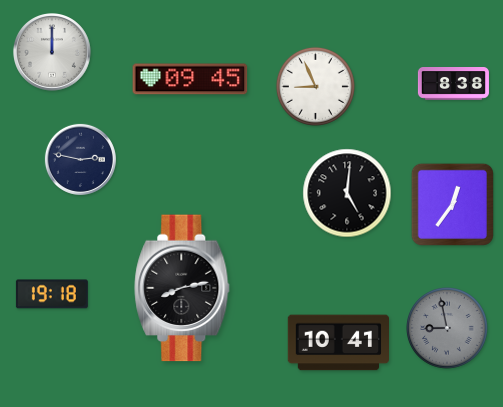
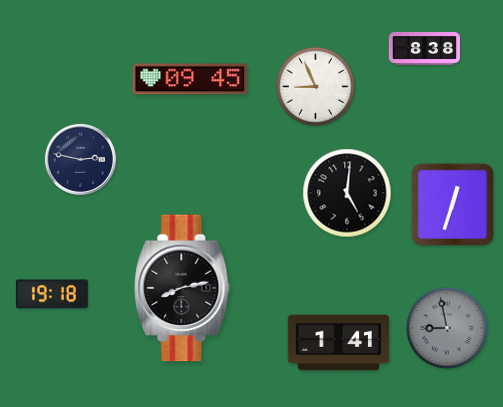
clock at (52, 52): 12:00 -> none
clock at (453, 84) position: (453, 84) -> (424, 49)
clock at (452, 204): 12:36 -> 12:33
clock at (338, 343): 10:41 -> 1:41
